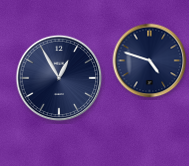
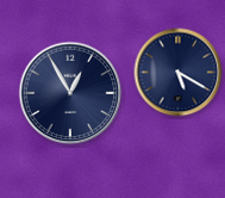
clock at (150, 61): 4:48 -> 5:20
